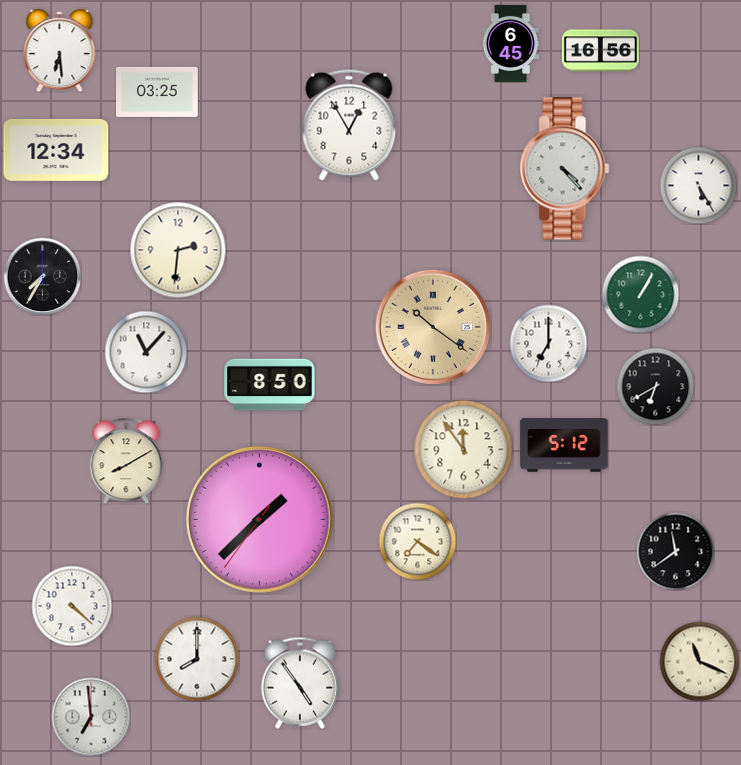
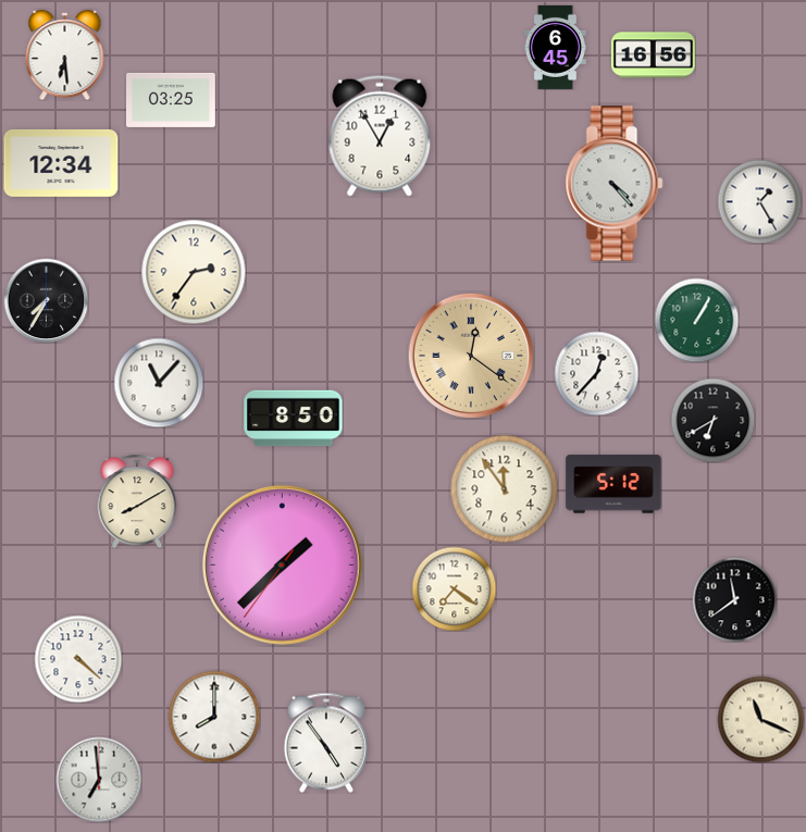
clock at (698, 185): 5:25 -> 1:25
clock at (178, 250): 2:31 -> 2:36
clock at (433, 327): 10:21 -> 12:21
clock at (548, 343): 7:00 -> 12:37
